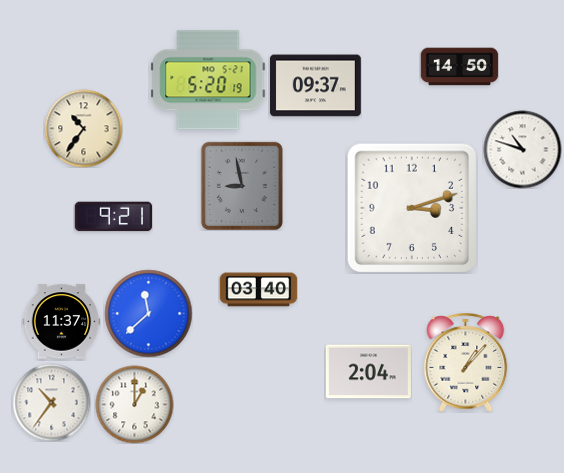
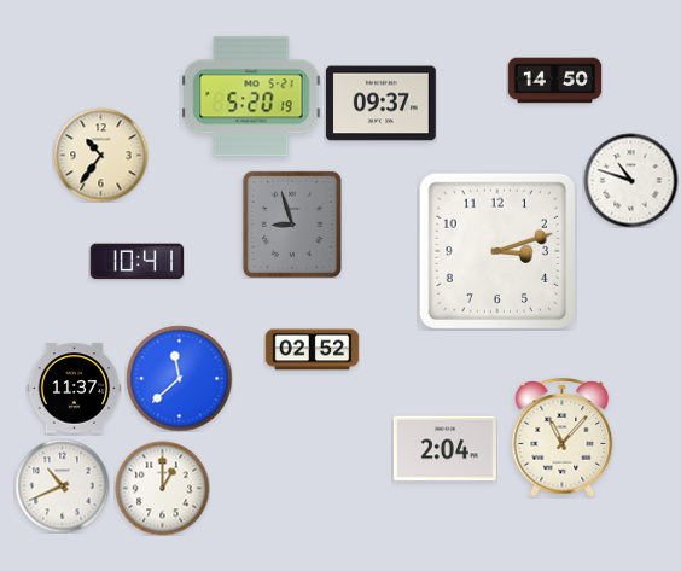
clock at (242, 185): 8:58 -> 8:57
clock at (113, 217): 9:21 -> 10:41
clock at (258, 290): 03:40 -> 02:52
clock at (466, 362): 1:07 -> 11:07
clock at (51, 402): 10:36 -> 10:41
